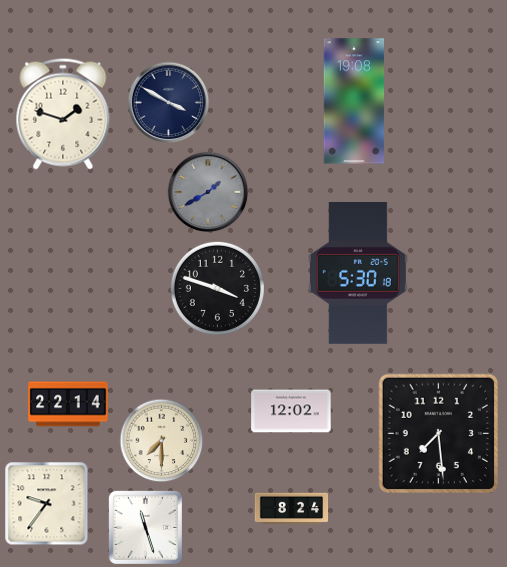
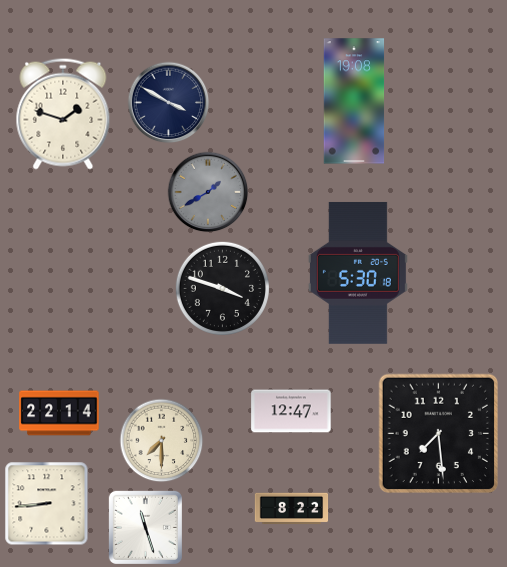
clock at (217, 288) position: (217, 288) -> (222, 288)
clock at (68, 404) position: (68, 404) -> (59, 413)
clock at (291, 411): 12:02 -> 12:47
clock at (47, 504): 9:36 -> 8:44
clock at (292, 509): 8:24 -> 8:22
